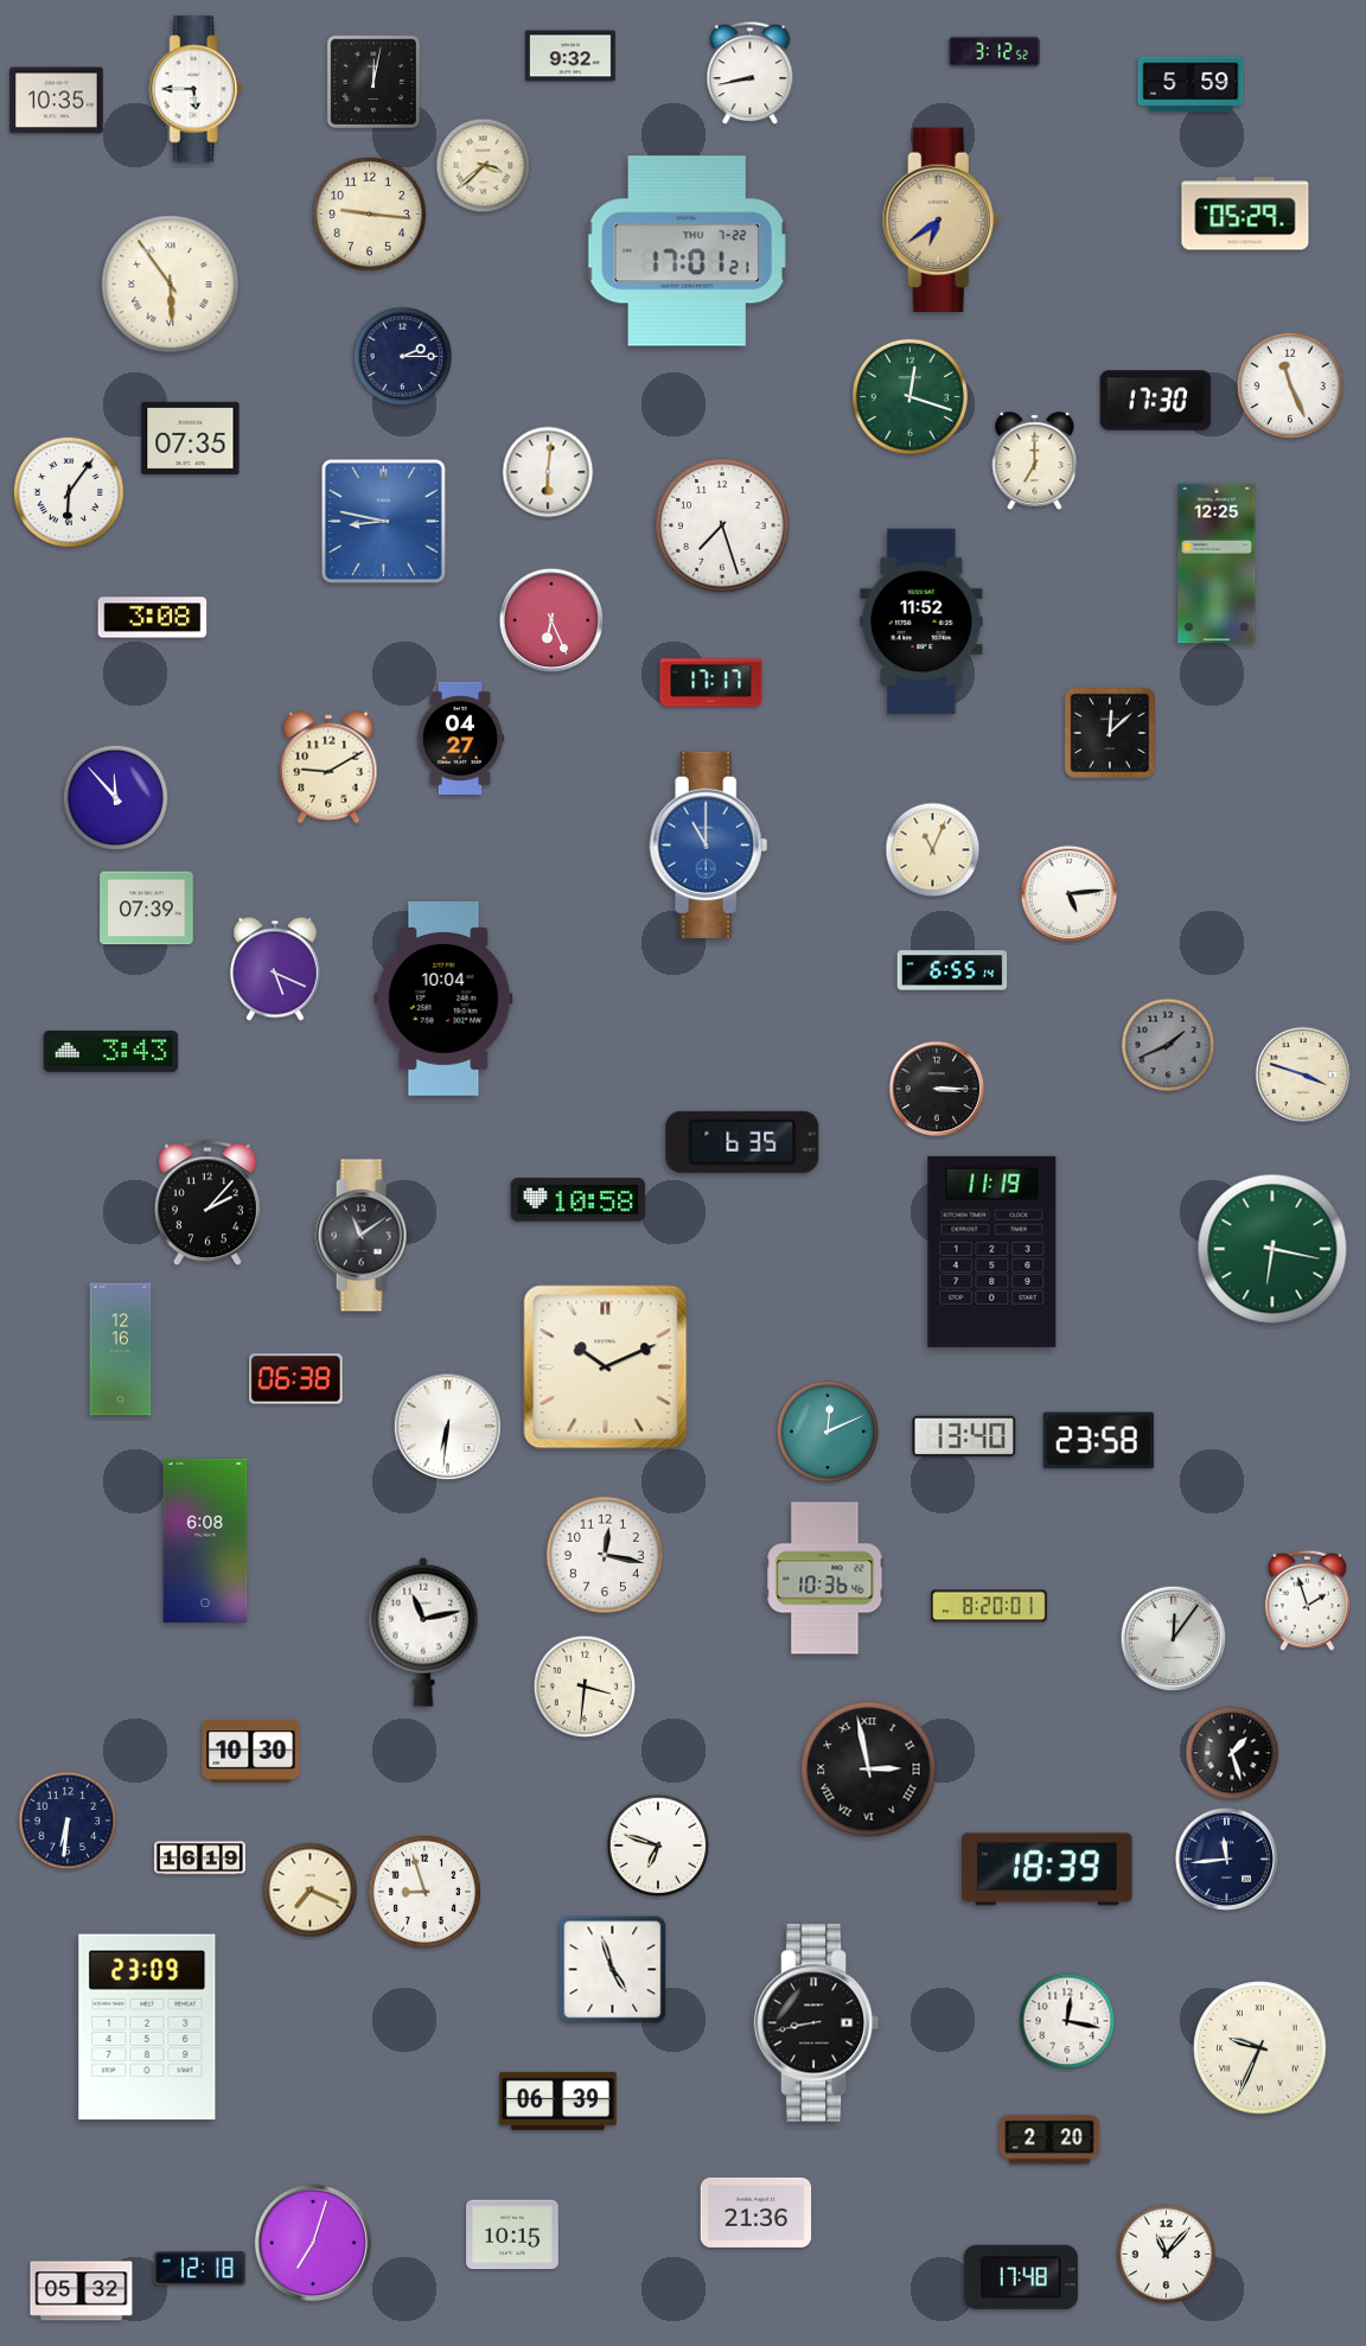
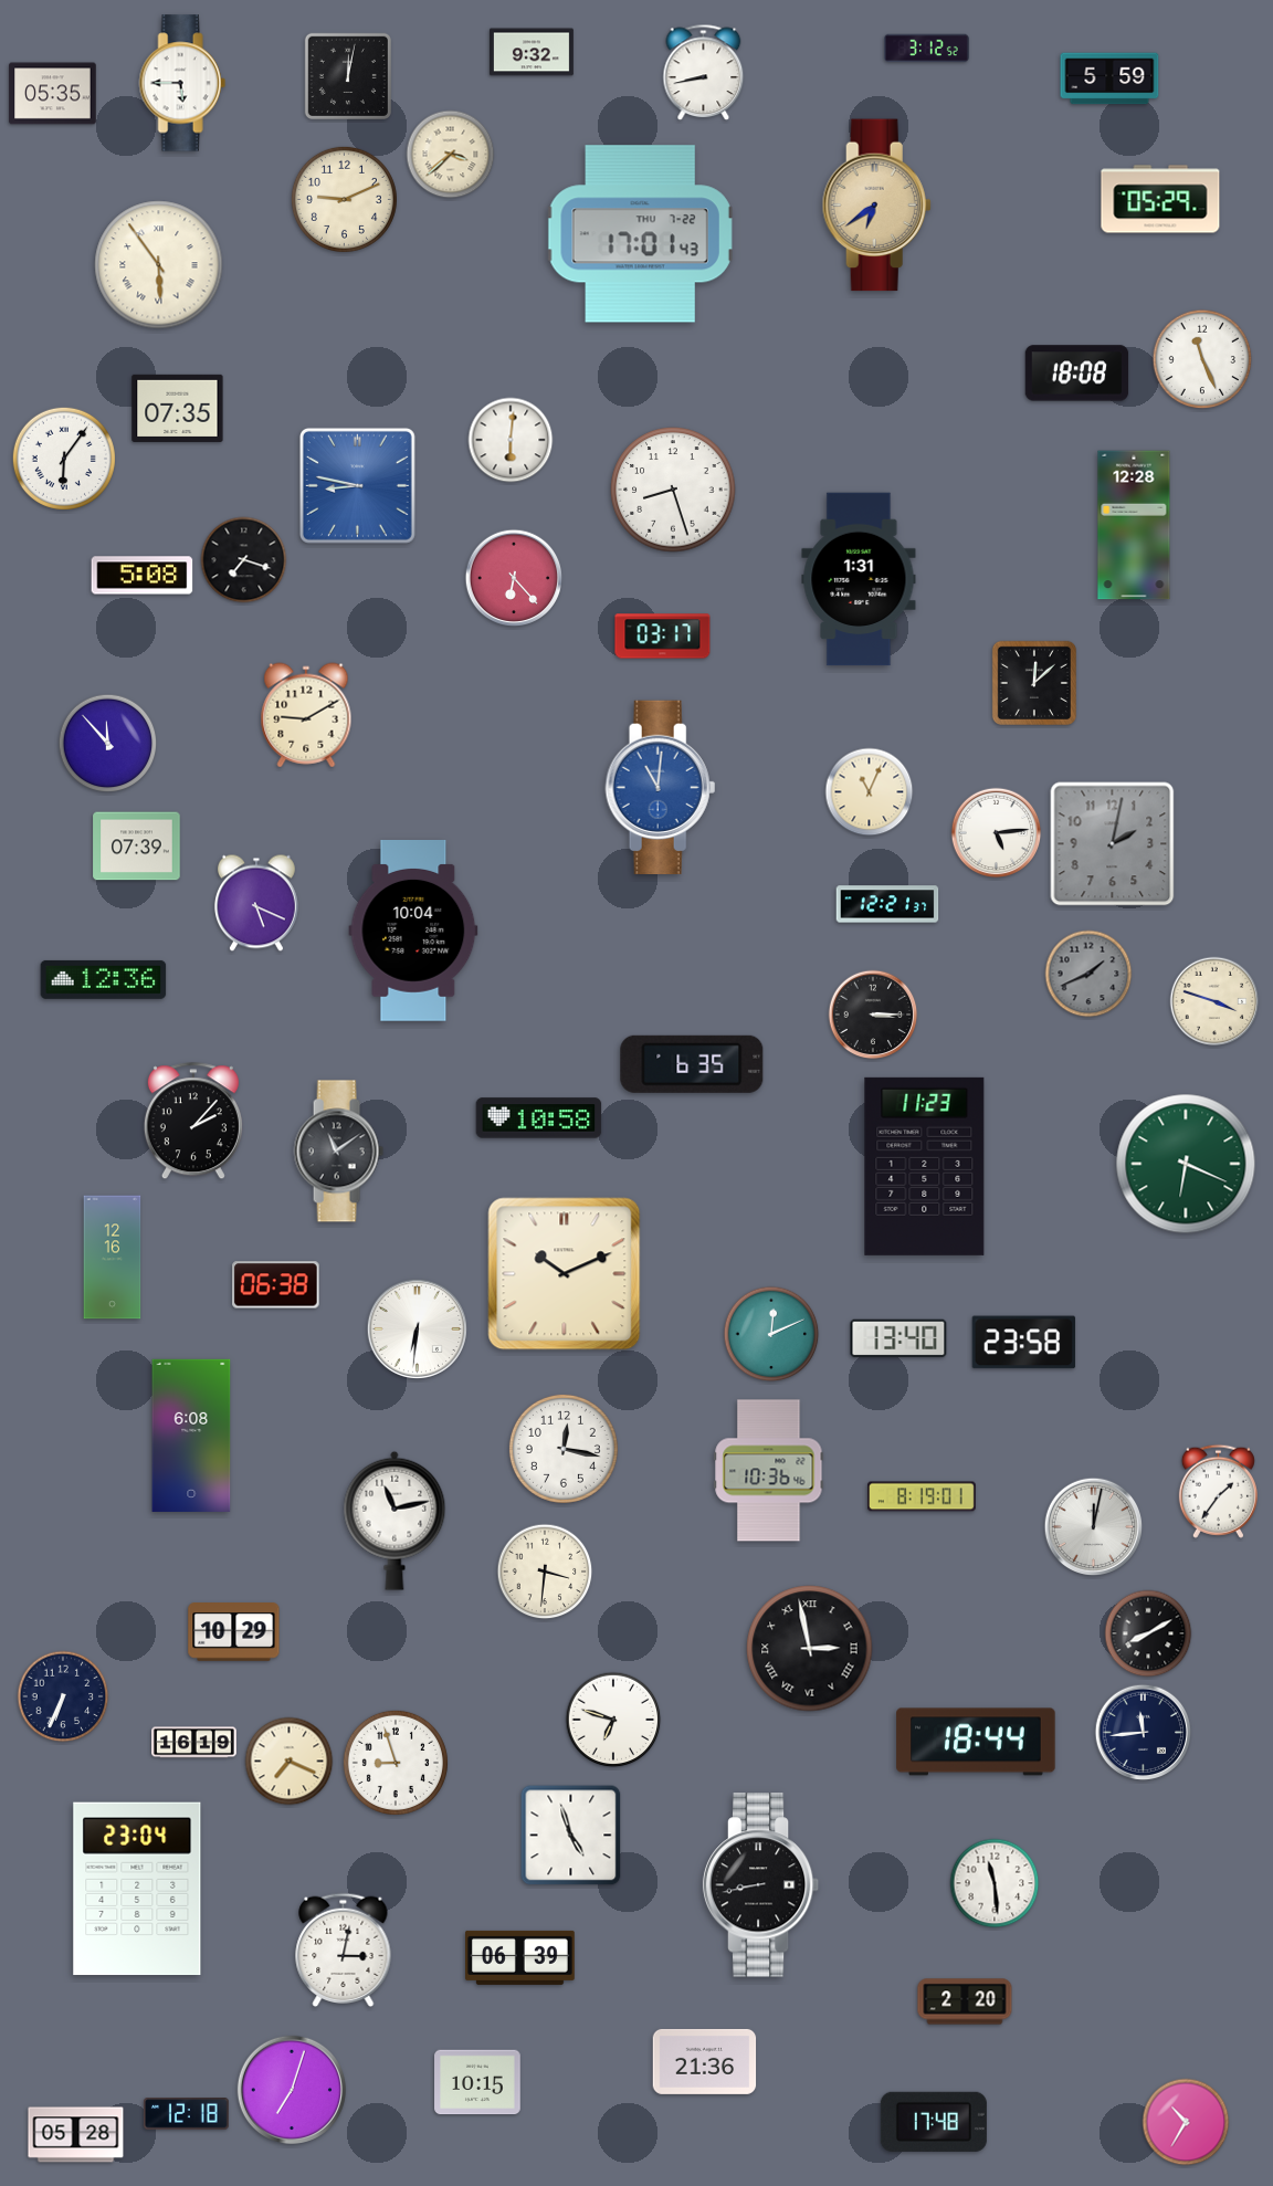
clock at (751, 74) position: (751, 74) -> (704, 73)
clock at (57, 101): 10:35 -> 05:35
clock at (369, 213): 9:16 -> 9:11
clock at (687, 251): 17:01:21 -> 17:01:43
clock at (403, 357): 2:15 -> none
clock at (909, 396): 12:18 -> none
clock at (1156, 401): 17:30 -> 18:08
clock at (1035, 461): 7:00 -> none
clock at (722, 525): 7:27 -> 8:27
clock at (1217, 563): 12:25 -> 12:28
clock at (244, 560): none -> 7:18
clock at (153, 618): 3:08 -> 5:08
clock at (551, 620): 6:26 -> 6:23
clock at (921, 621): 11:52 -> 1:31
clock at (711, 683): 17:17 -> 03:17
clock at (460, 738): 04:27 -> none
clock at (709, 844): 11:00 -> 11:01
clock at (1113, 844): none -> 2:02
clock at (952, 970): 6:55 -> 12:21
clock at (111, 1051): 3:43 -> 12:36
clock at (1272, 1249): 6:17 -> 6:19
clock at (992, 1251): 11:19 -> 11:23
clock at (1307, 1600): 1:57 -> 1:36
clock at (989, 1606): 8:20 -> 8:19
clock at (1174, 1639): 12:06 -> 12:02
clock at (251, 1752): 10:30 -> 10:29
clock at (1232, 1753): 1:27 -> 8:10
clock at (68, 1821): 6:31 -> 6:34
clock at (200, 1859) position: (200, 1859) -> (194, 1743)
clock at (1047, 1869): 18:39 -> 18:44
clock at (1067, 2021): 12:17 -> 11:29
clock at (147, 2027): 23:09 -> 23:04
clock at (1260, 2048): 9:34 -> none
clock at (344, 1951): none -> 3:02
clock at (1049, 2140) position: (1049, 2140) -> (965, 2001)
clock at (1167, 2255): 11:07 -> none
clock at (1021, 2277) position: (1021, 2277) -> (934, 2122)
clock at (1186, 2122): none -> 10:35
clock at (82, 2291): 05:32 -> 05:28
